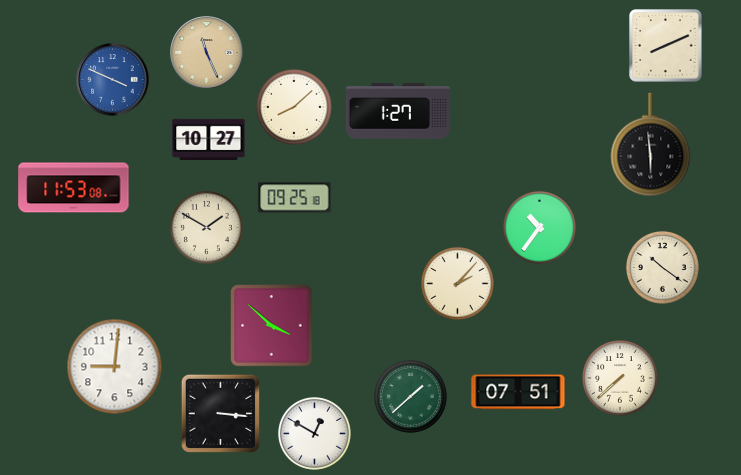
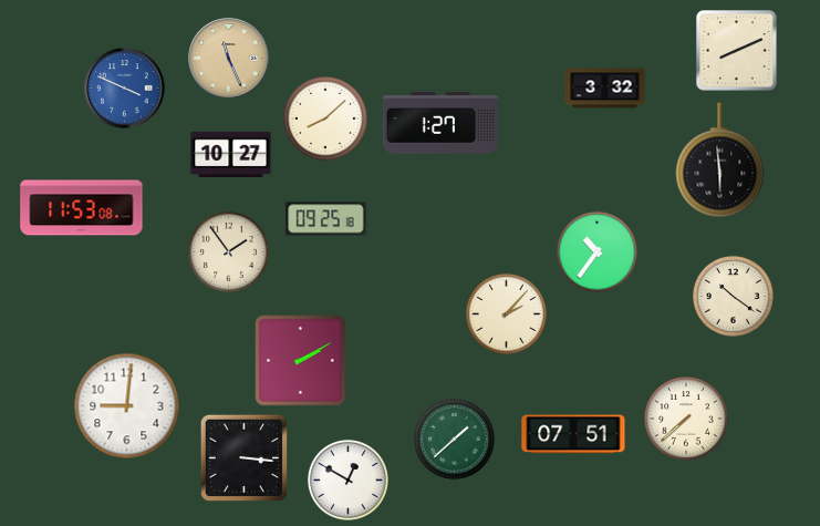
clock at (605, 89): none -> 3:32
clock at (206, 227): 1:50 -> 1:54
clock at (272, 326): 3:52 -> 2:10
